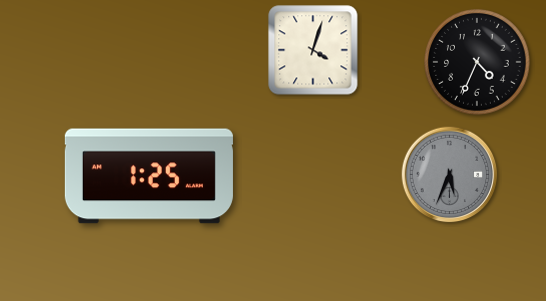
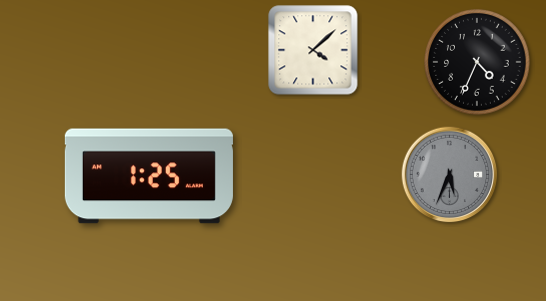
clock at (313, 50): 4:03 -> 4:08
